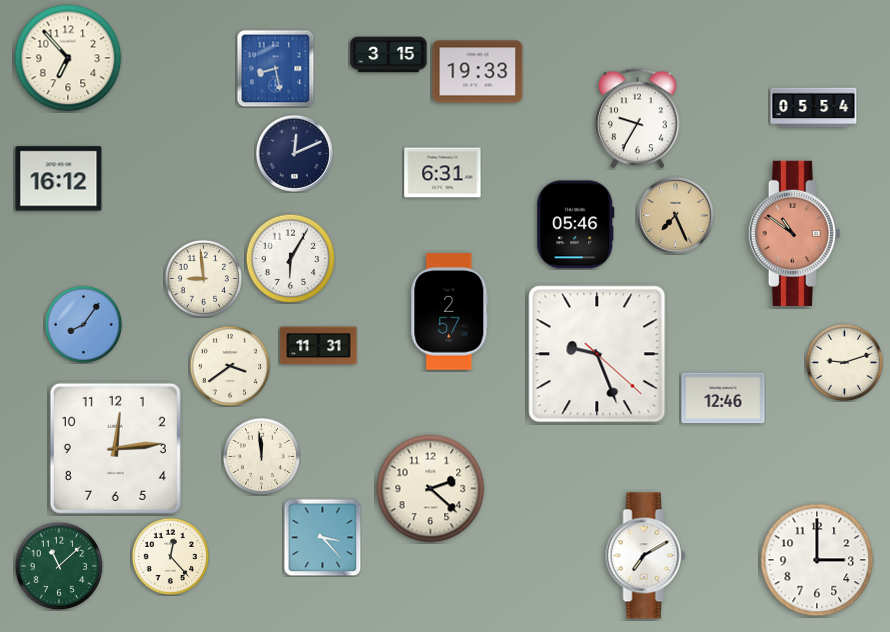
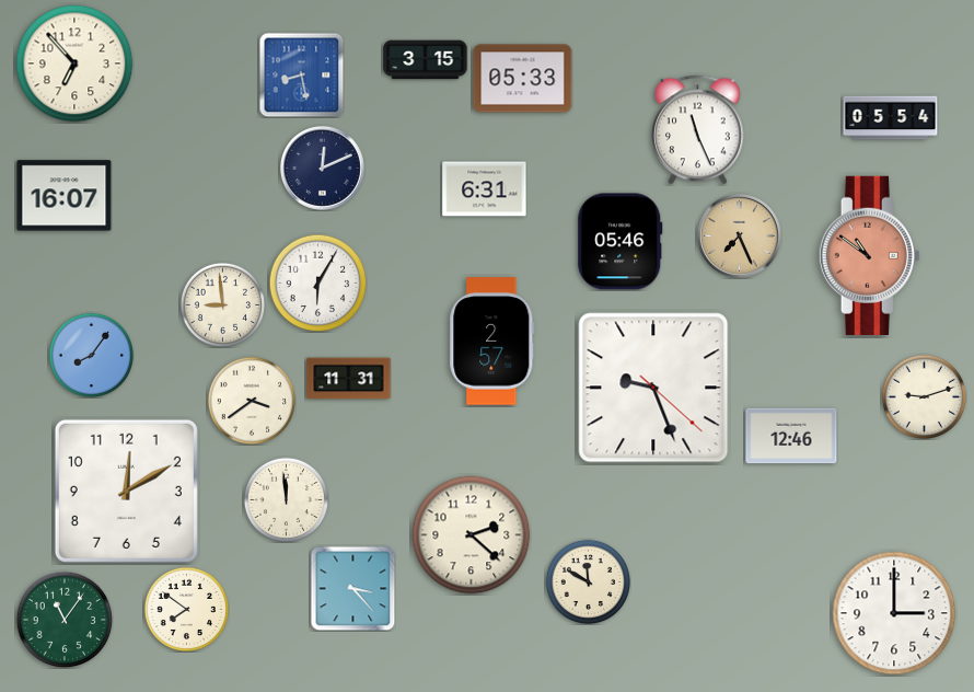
clock at (478, 72): 19:33 -> 05:33
clock at (638, 119): 9:35 -> 11:26
clock at (59, 179): 16:12 -> 16:07
clock at (576, 225) position: (576, 225) -> (621, 242)
clock at (115, 448): 12:14 -> 12:10
clock at (588, 581): none -> 11:50
clock at (170, 556): 12:23 -> 7:51
clock at (646, 556): 7:10 -> none
clock at (59, 566): 11:08 -> 11:06
